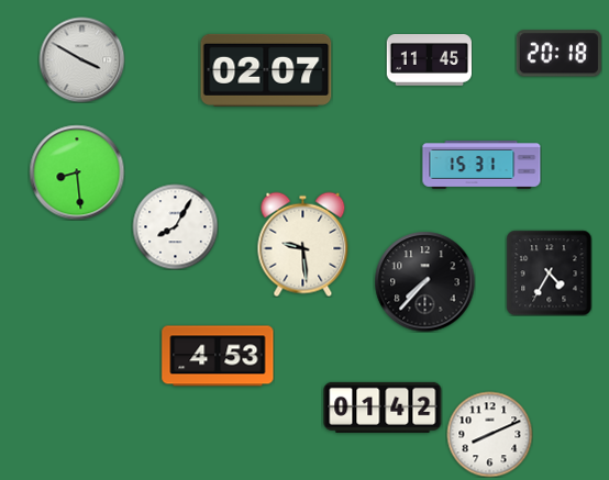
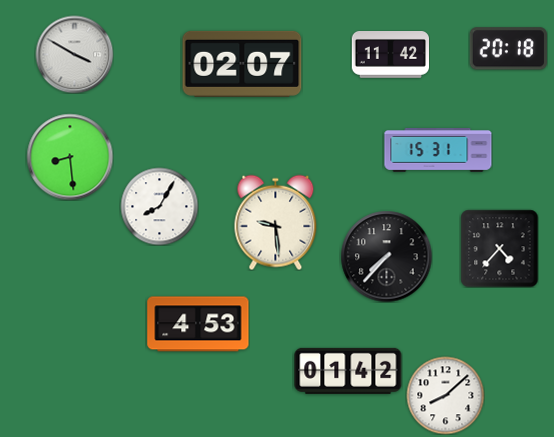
clock at (429, 60): 11:45 -> 11:42
clock at (549, 272): 4:35 -> 4:37
clock at (489, 434): 8:11 -> 8:08
